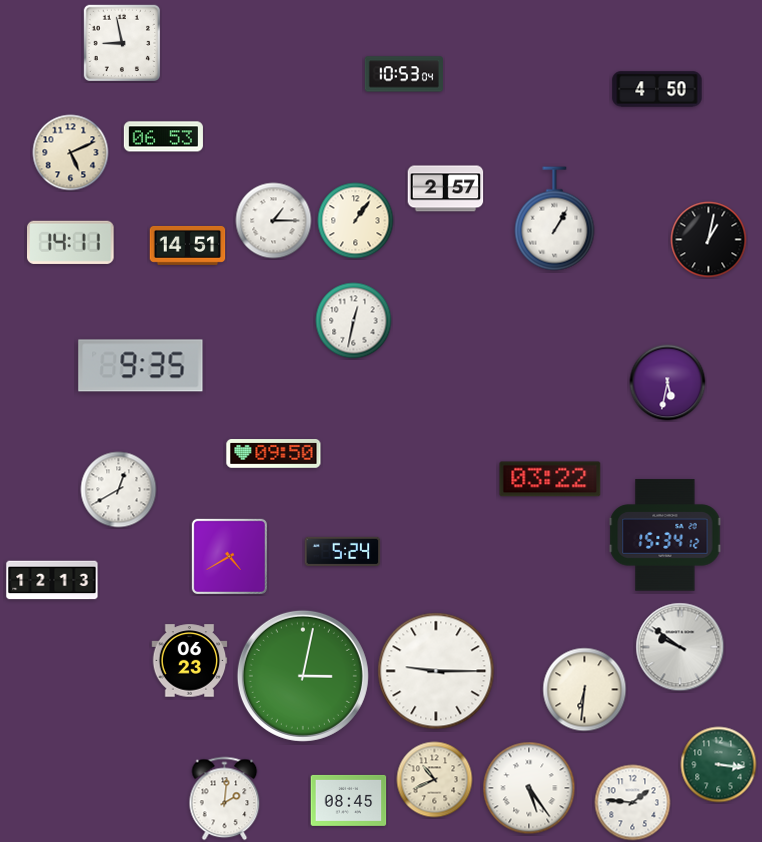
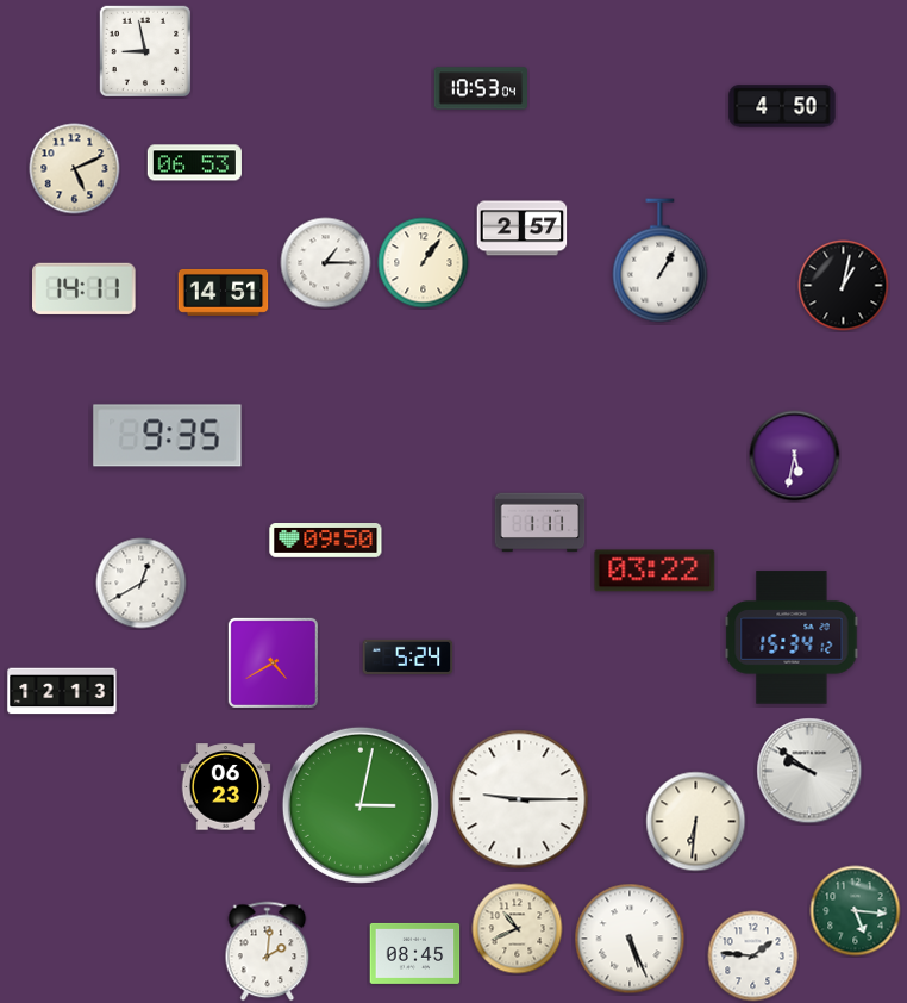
clock at (71, 153) position: (71, 153) -> (75, 169)
clock at (446, 189) position: (446, 189) -> (523, 229)
clock at (354, 321): 12:32 -> none
clock at (540, 523): none -> 1:11
clock at (719, 765): 3:16 -> 5:16
clock at (529, 788): 5:24 -> 5:26
